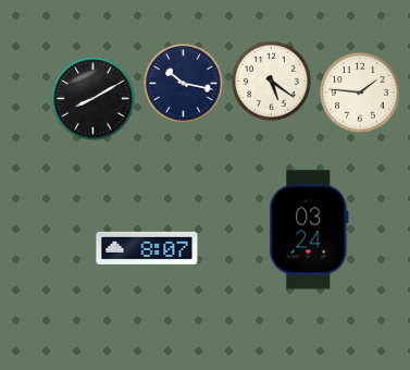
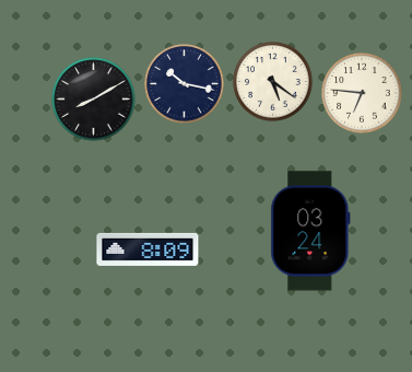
clock at (360, 92): 1:46 -> 6:46
clock at (147, 248): 8:07 -> 8:09
